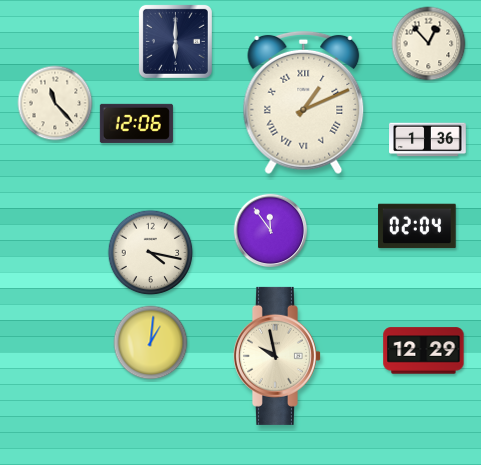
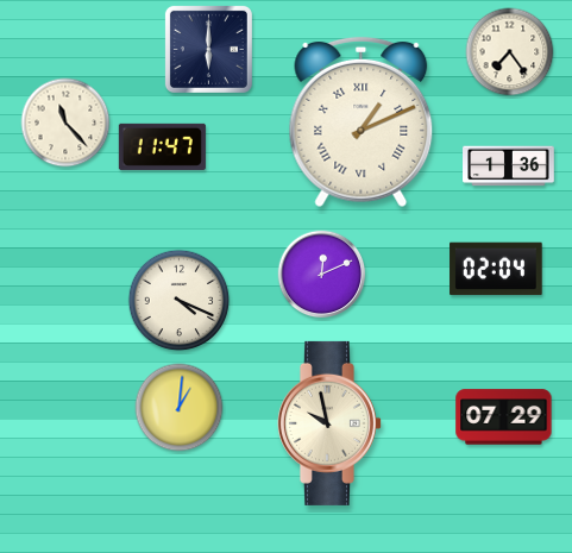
clock at (429, 44): 12:53 -> 7:24
clock at (136, 123): 12:06 -> 11:47
clock at (271, 231): 11:54 -> 12:11
clock at (151, 253): 4:17 -> 4:19
clock at (424, 351): 12:29 -> 07:29
